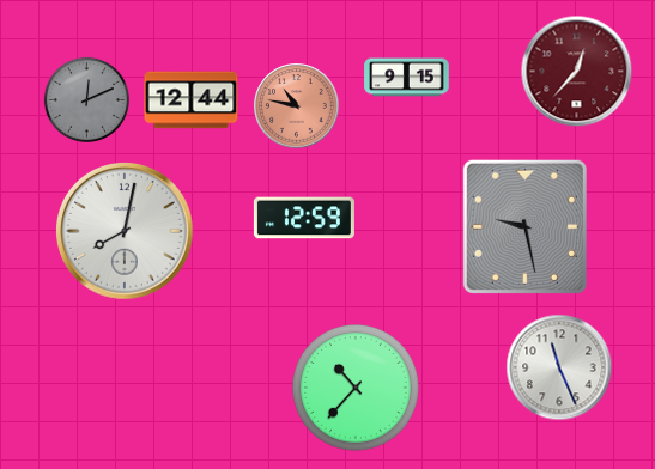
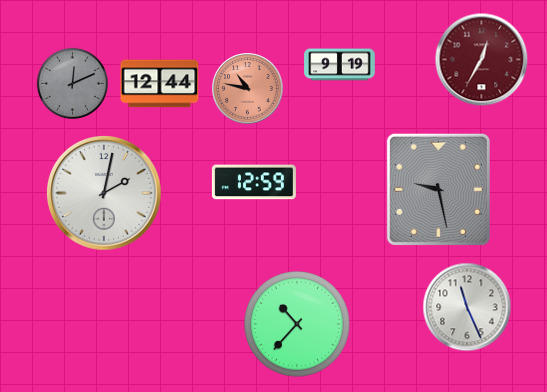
clock at (577, 72): 12:37 -> 12:35
clock at (407, 78): 9:15 -> 9:19
clock at (126, 232): 8:02 -> 2:02
